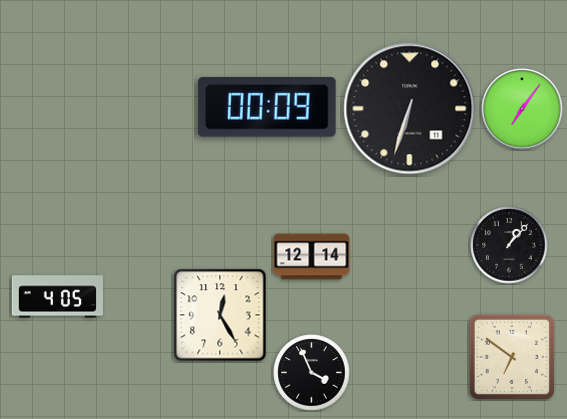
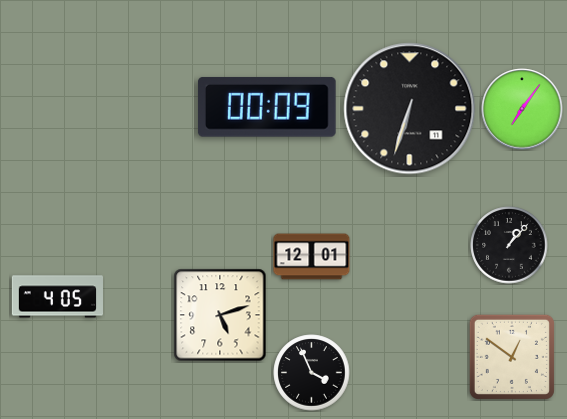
clock at (312, 257): 12:14 -> 12:01
clock at (220, 315): 12:25 -> 5:12
clock at (512, 357): 6:51 -> 12:51
